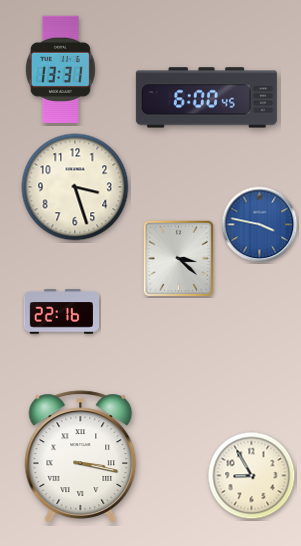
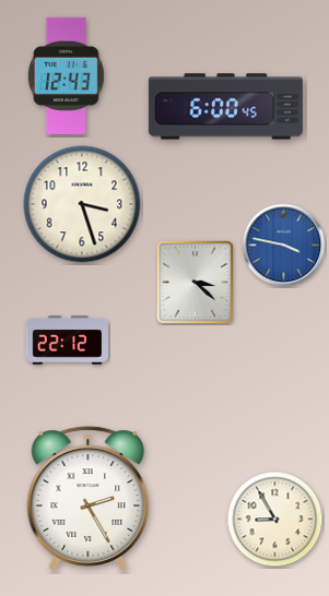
clock at (60, 69): 13:31 -> 12:43
clock at (62, 312): 22:16 -> 22:12
clock at (81, 457): 3:17 -> 2:25
